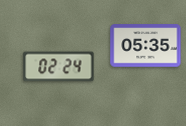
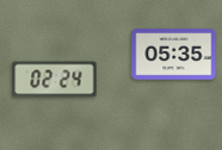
clock at (59, 67) position: (59, 67) -> (55, 80)
